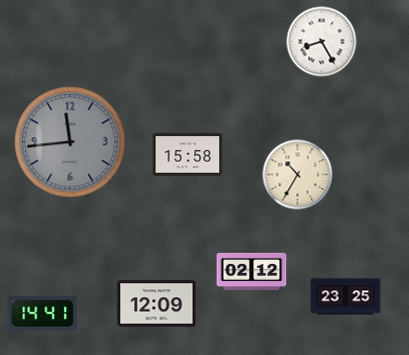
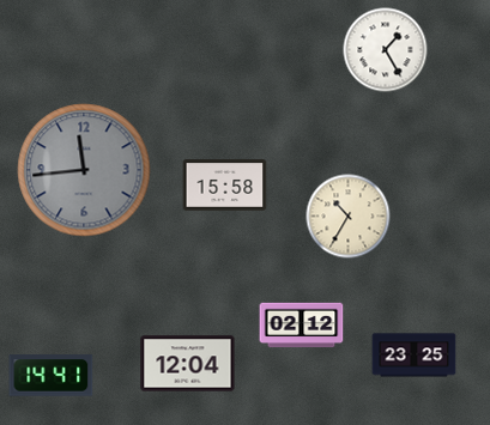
clock at (322, 42): 8:25 -> 1:25
clock at (298, 175) position: (298, 175) -> (349, 217)
clock at (157, 304): 12:09 -> 12:04
